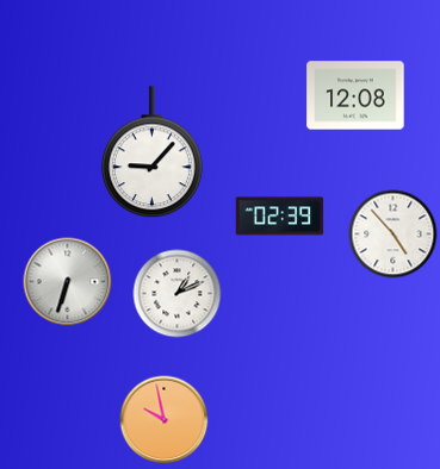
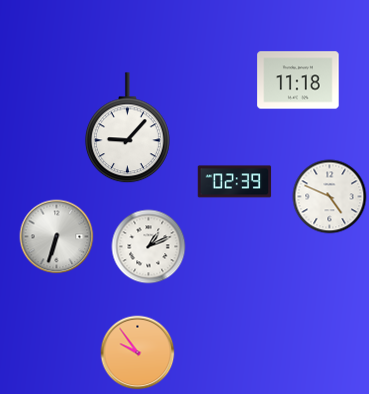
clock at (355, 95): 12:08 -> 11:18
clock at (393, 234): 4:53 -> 4:49
clock at (165, 420): 9:58 -> 9:54
